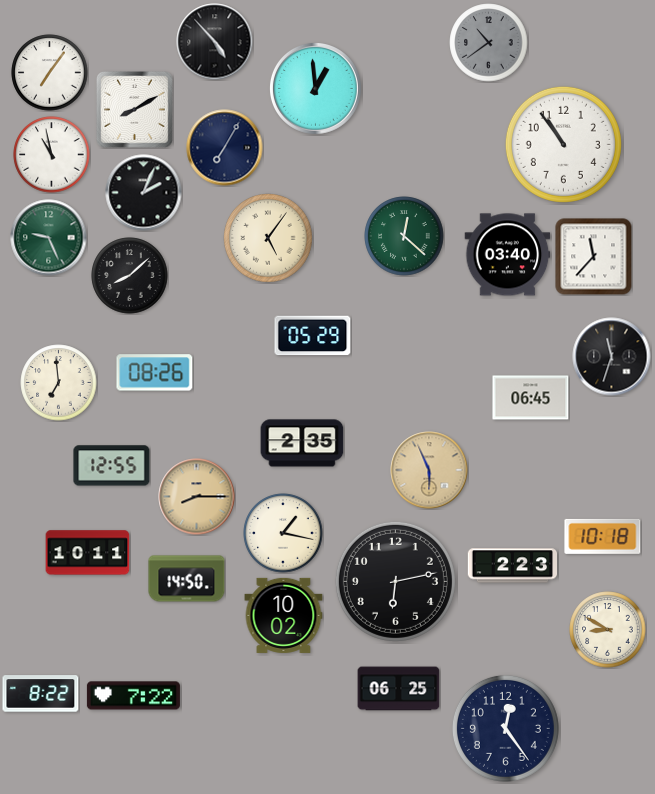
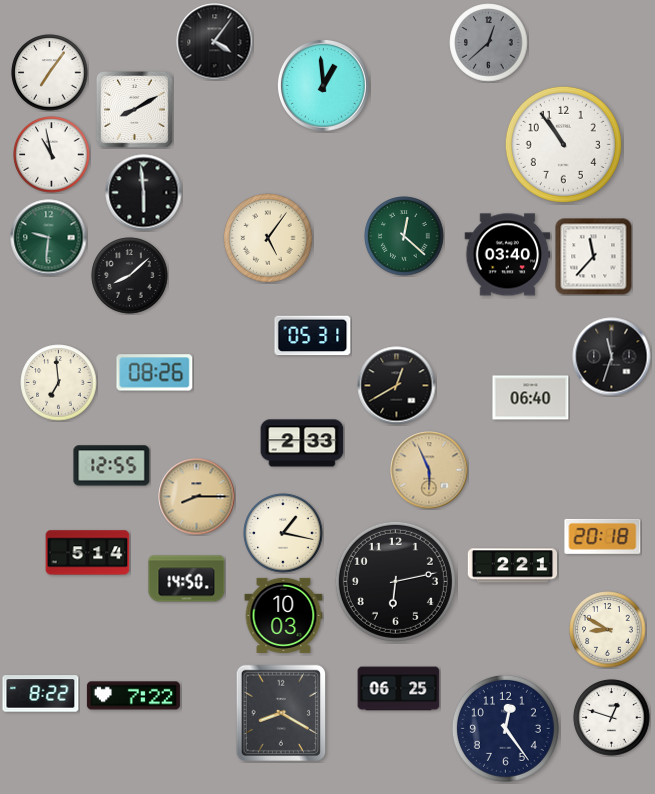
clock at (215, 42): 4:53 -> 4:06
clock at (489, 43): 10:39 -> 12:38
clock at (316, 89) position: (316, 89) -> (324, 86)
clock at (225, 148): 7:05 -> none
clock at (144, 193): 2:04 -> 5:59
clock at (49, 238): 9:26 -> 9:31
clock at (313, 336): 05:29 -> 05:31
clock at (397, 386): none -> 12:40
clock at (531, 398): 06:45 -> 06:40
clock at (302, 443): 2:35 -> 2:33
clock at (603, 536): 10:18 -> 20:18
clock at (88, 553): 10:11 -> 5:14
clock at (513, 566): 2:23 -> 2:21
clock at (284, 615): 10:02 -> 10:03
clock at (280, 712): none -> 8:20
clock at (612, 718): none -> 12:48
